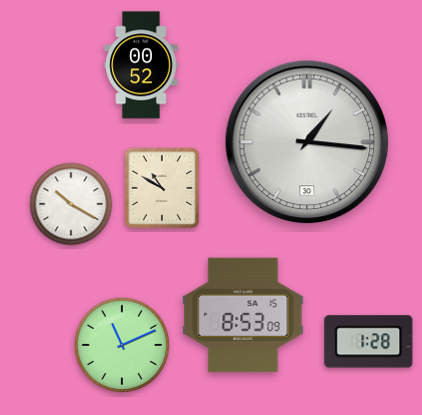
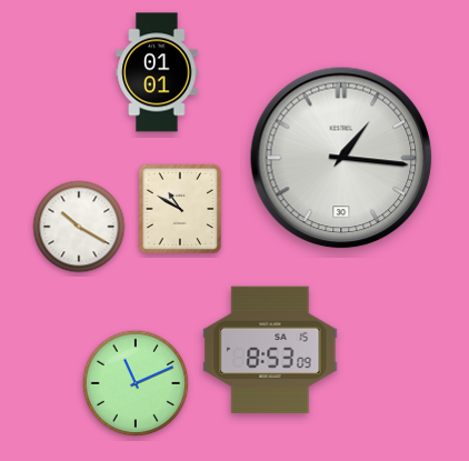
clock at (141, 65): 00:52 -> 01:01
clock at (369, 342): 1:28 -> none
